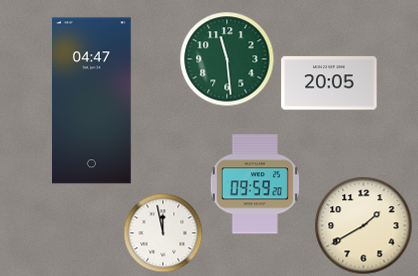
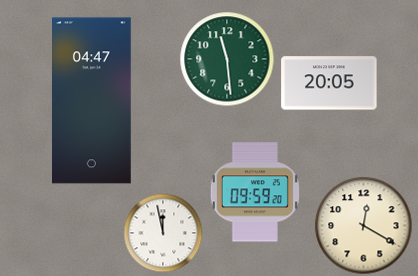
clock at (255, 184) position: (255, 184) -> (255, 192)
clock at (363, 225): 1:40 -> 12:20
